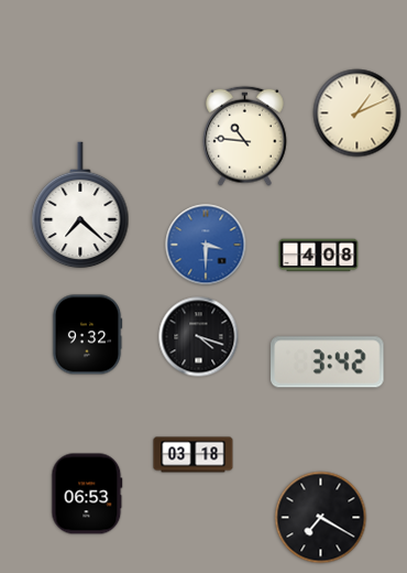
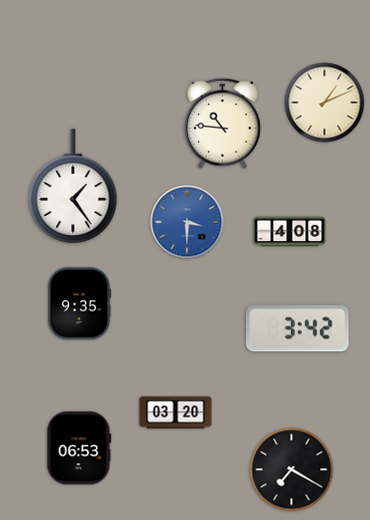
clock at (80, 205): 7:22 -> 1:24
clock at (87, 335): 9:32 -> 9:35
clock at (199, 337): 4:18 -> none
clock at (194, 455): 03:18 -> 03:20
